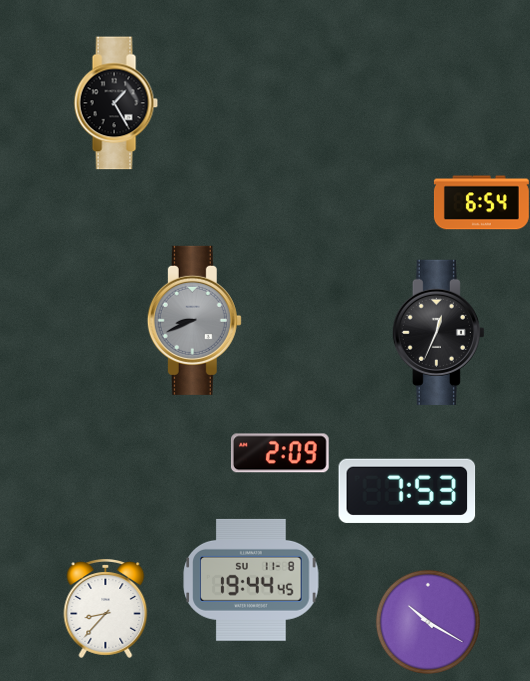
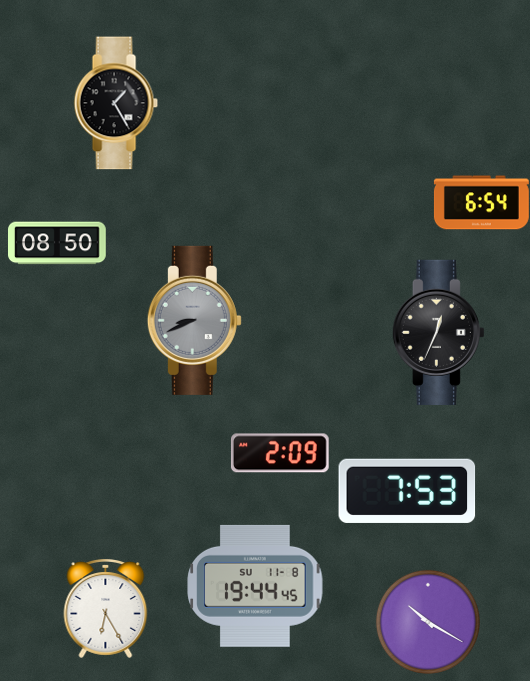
clock at (57, 243): none -> 08:50
clock at (251, 580) position: (251, 580) -> (255, 586)
clock at (106, 608): 8:37 -> 6:25
